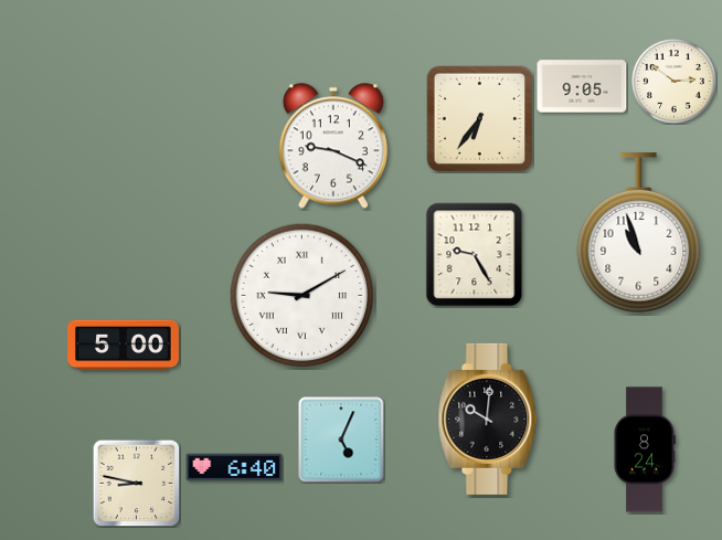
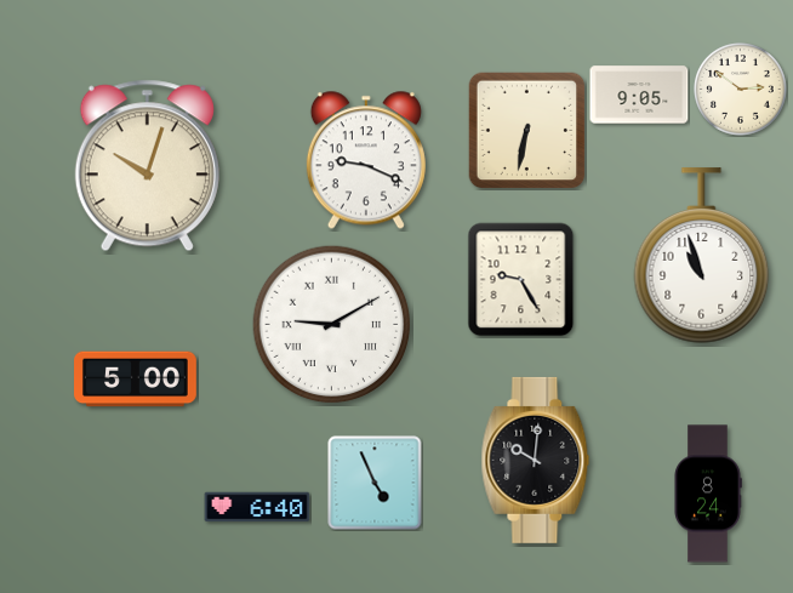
clock at (480, 119): 6:36 -> 6:32
clock at (147, 166): none -> 10:03
clock at (341, 440): 5:04 -> 4:56
clock at (234, 467) position: (234, 467) -> (257, 507)
clock at (136, 483): 8:47 -> none
